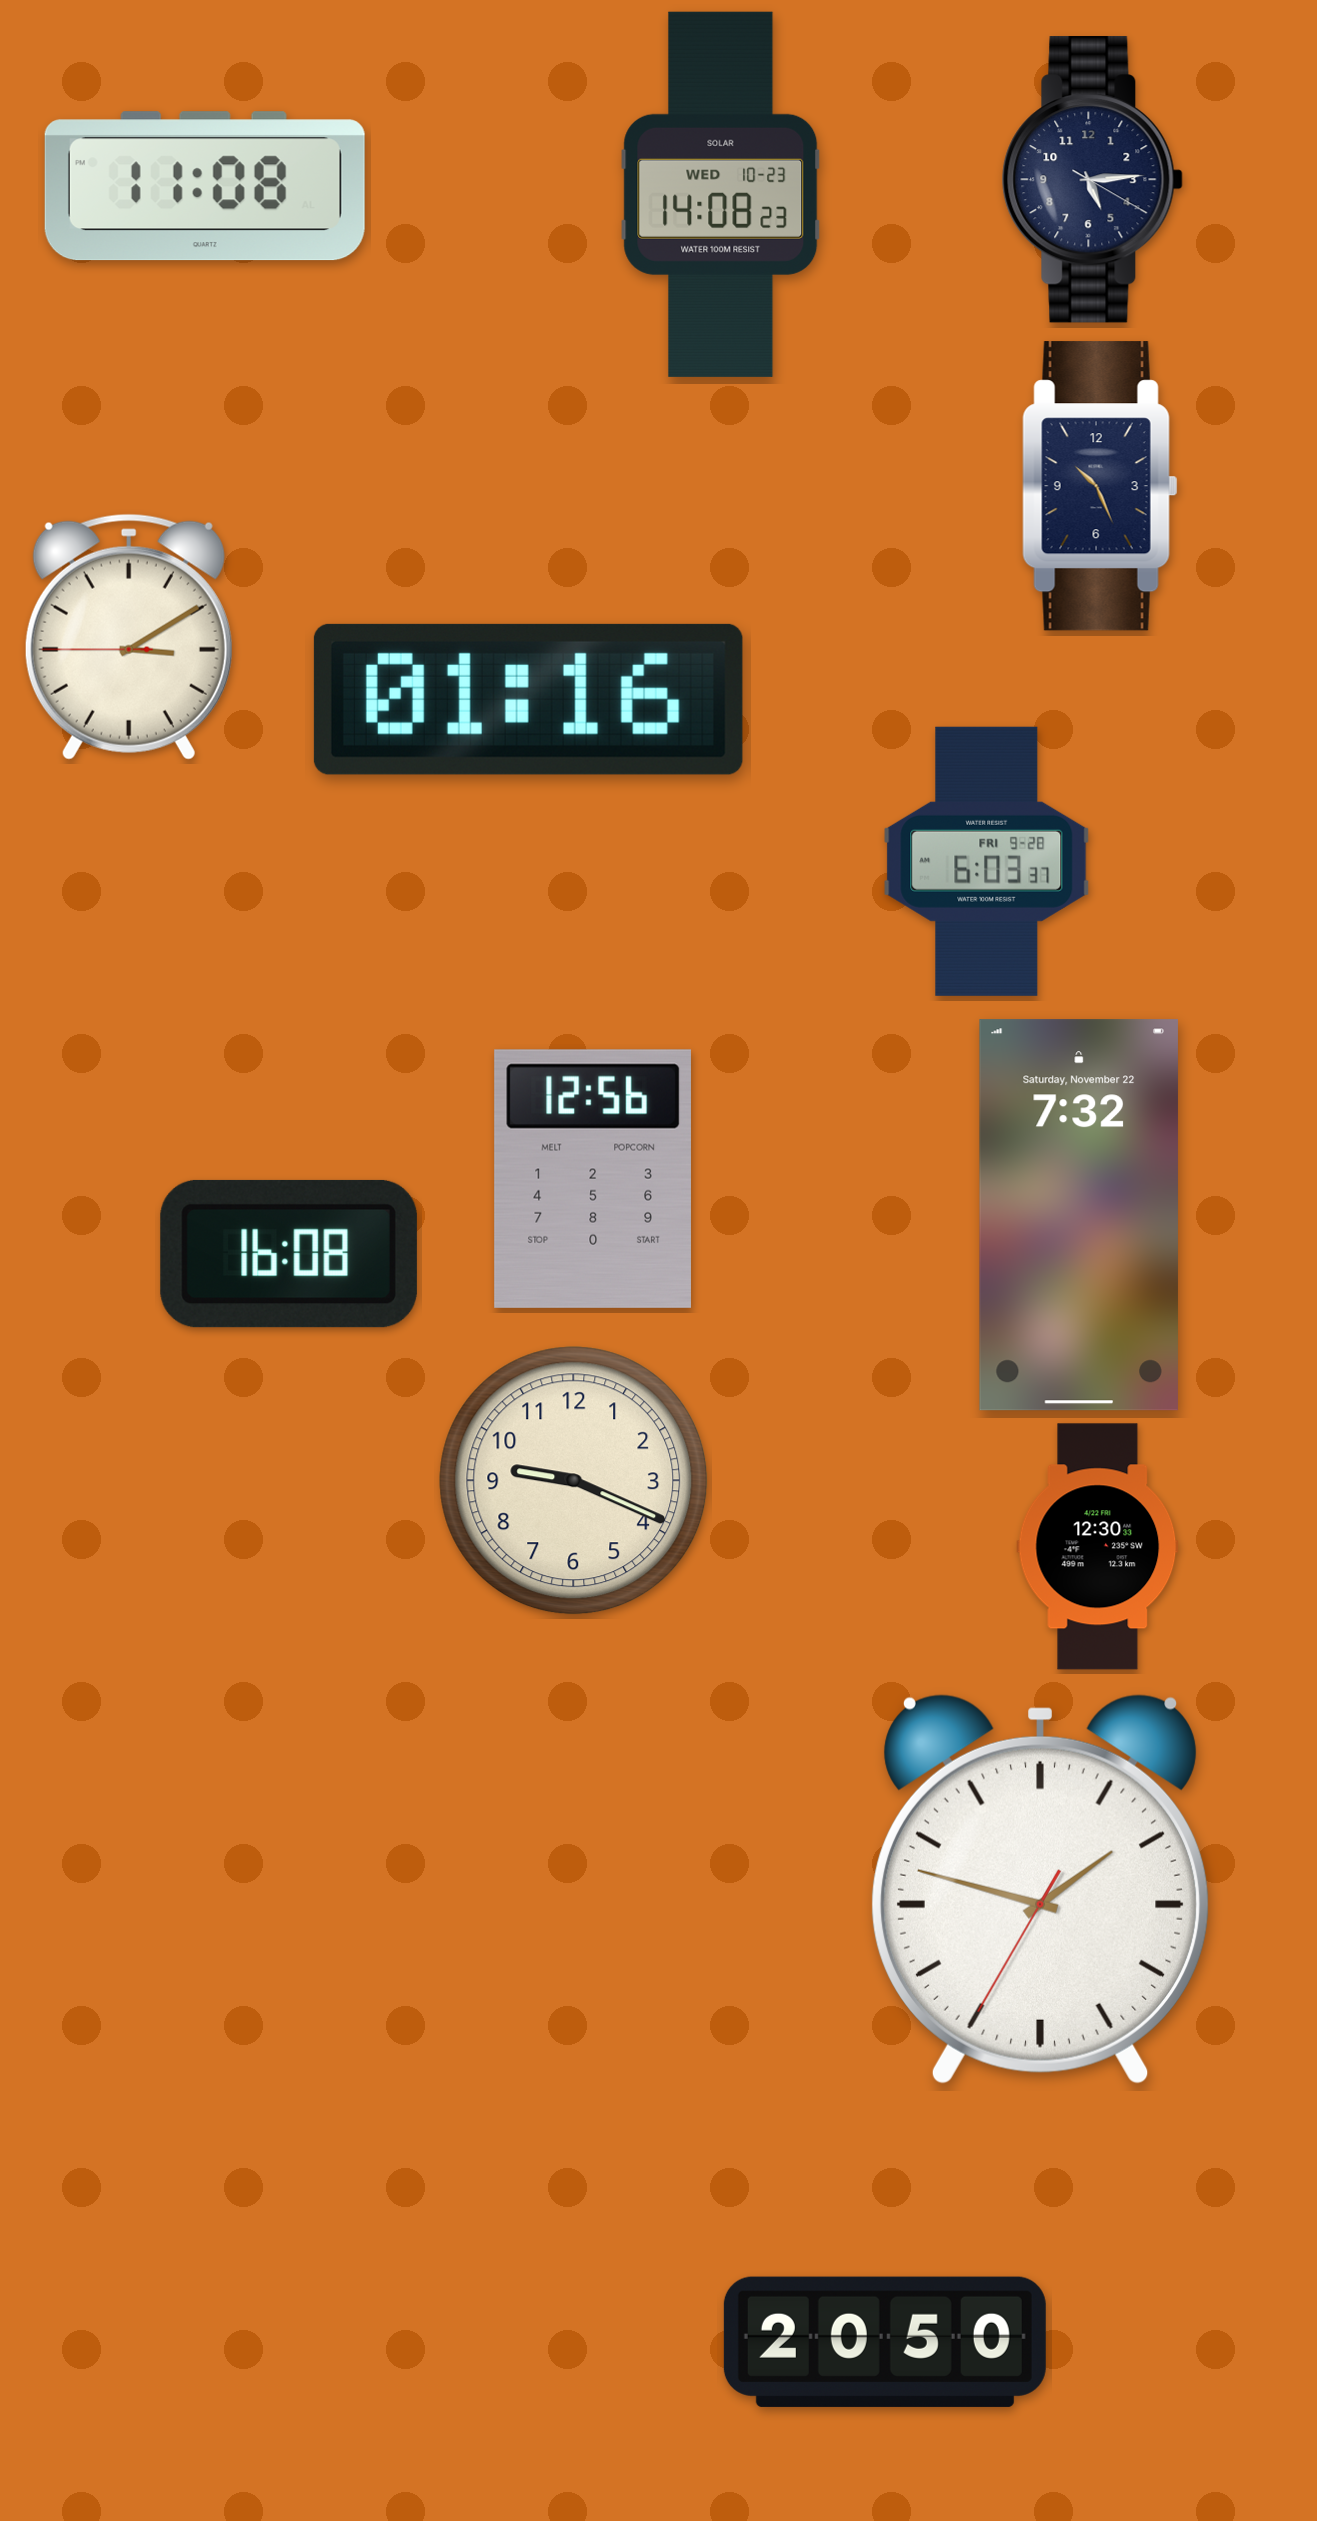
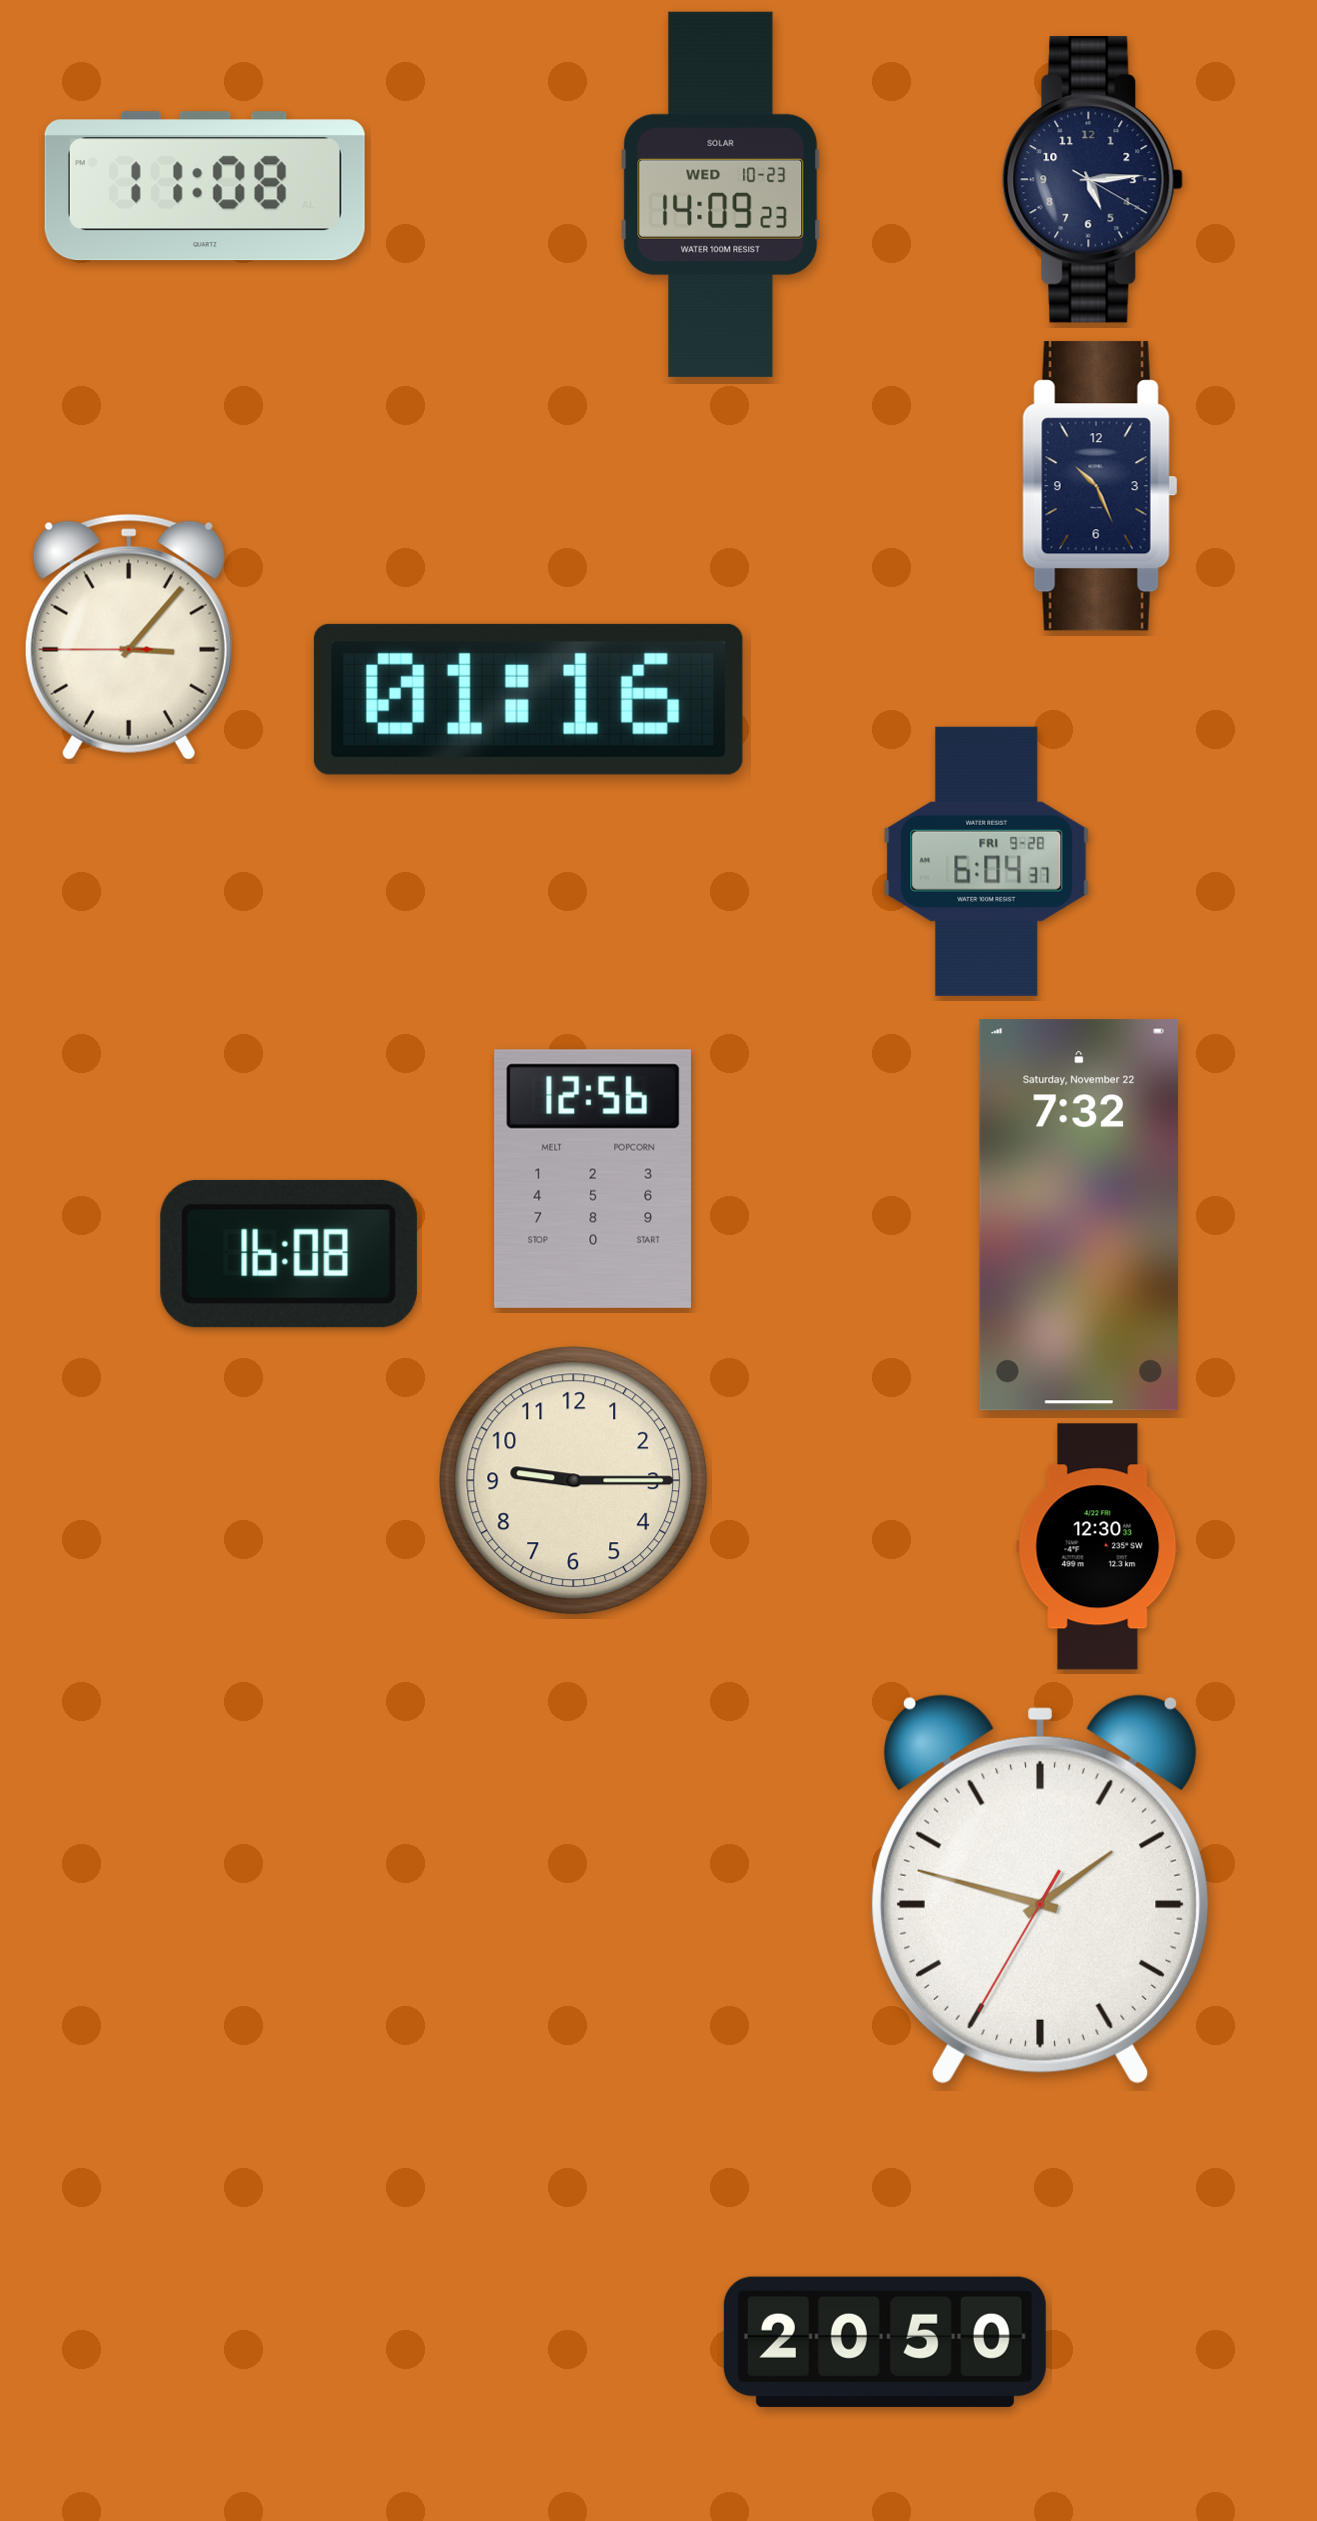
clock at (721, 194): 14:08 -> 14:09
clock at (129, 637): 3:09 -> 3:06
clock at (987, 861): 6:03 -> 6:04
clock at (574, 1481): 9:19 -> 9:15
